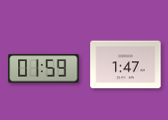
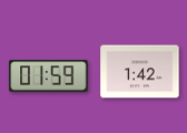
clock at (126, 65): 1:47 -> 1:42
